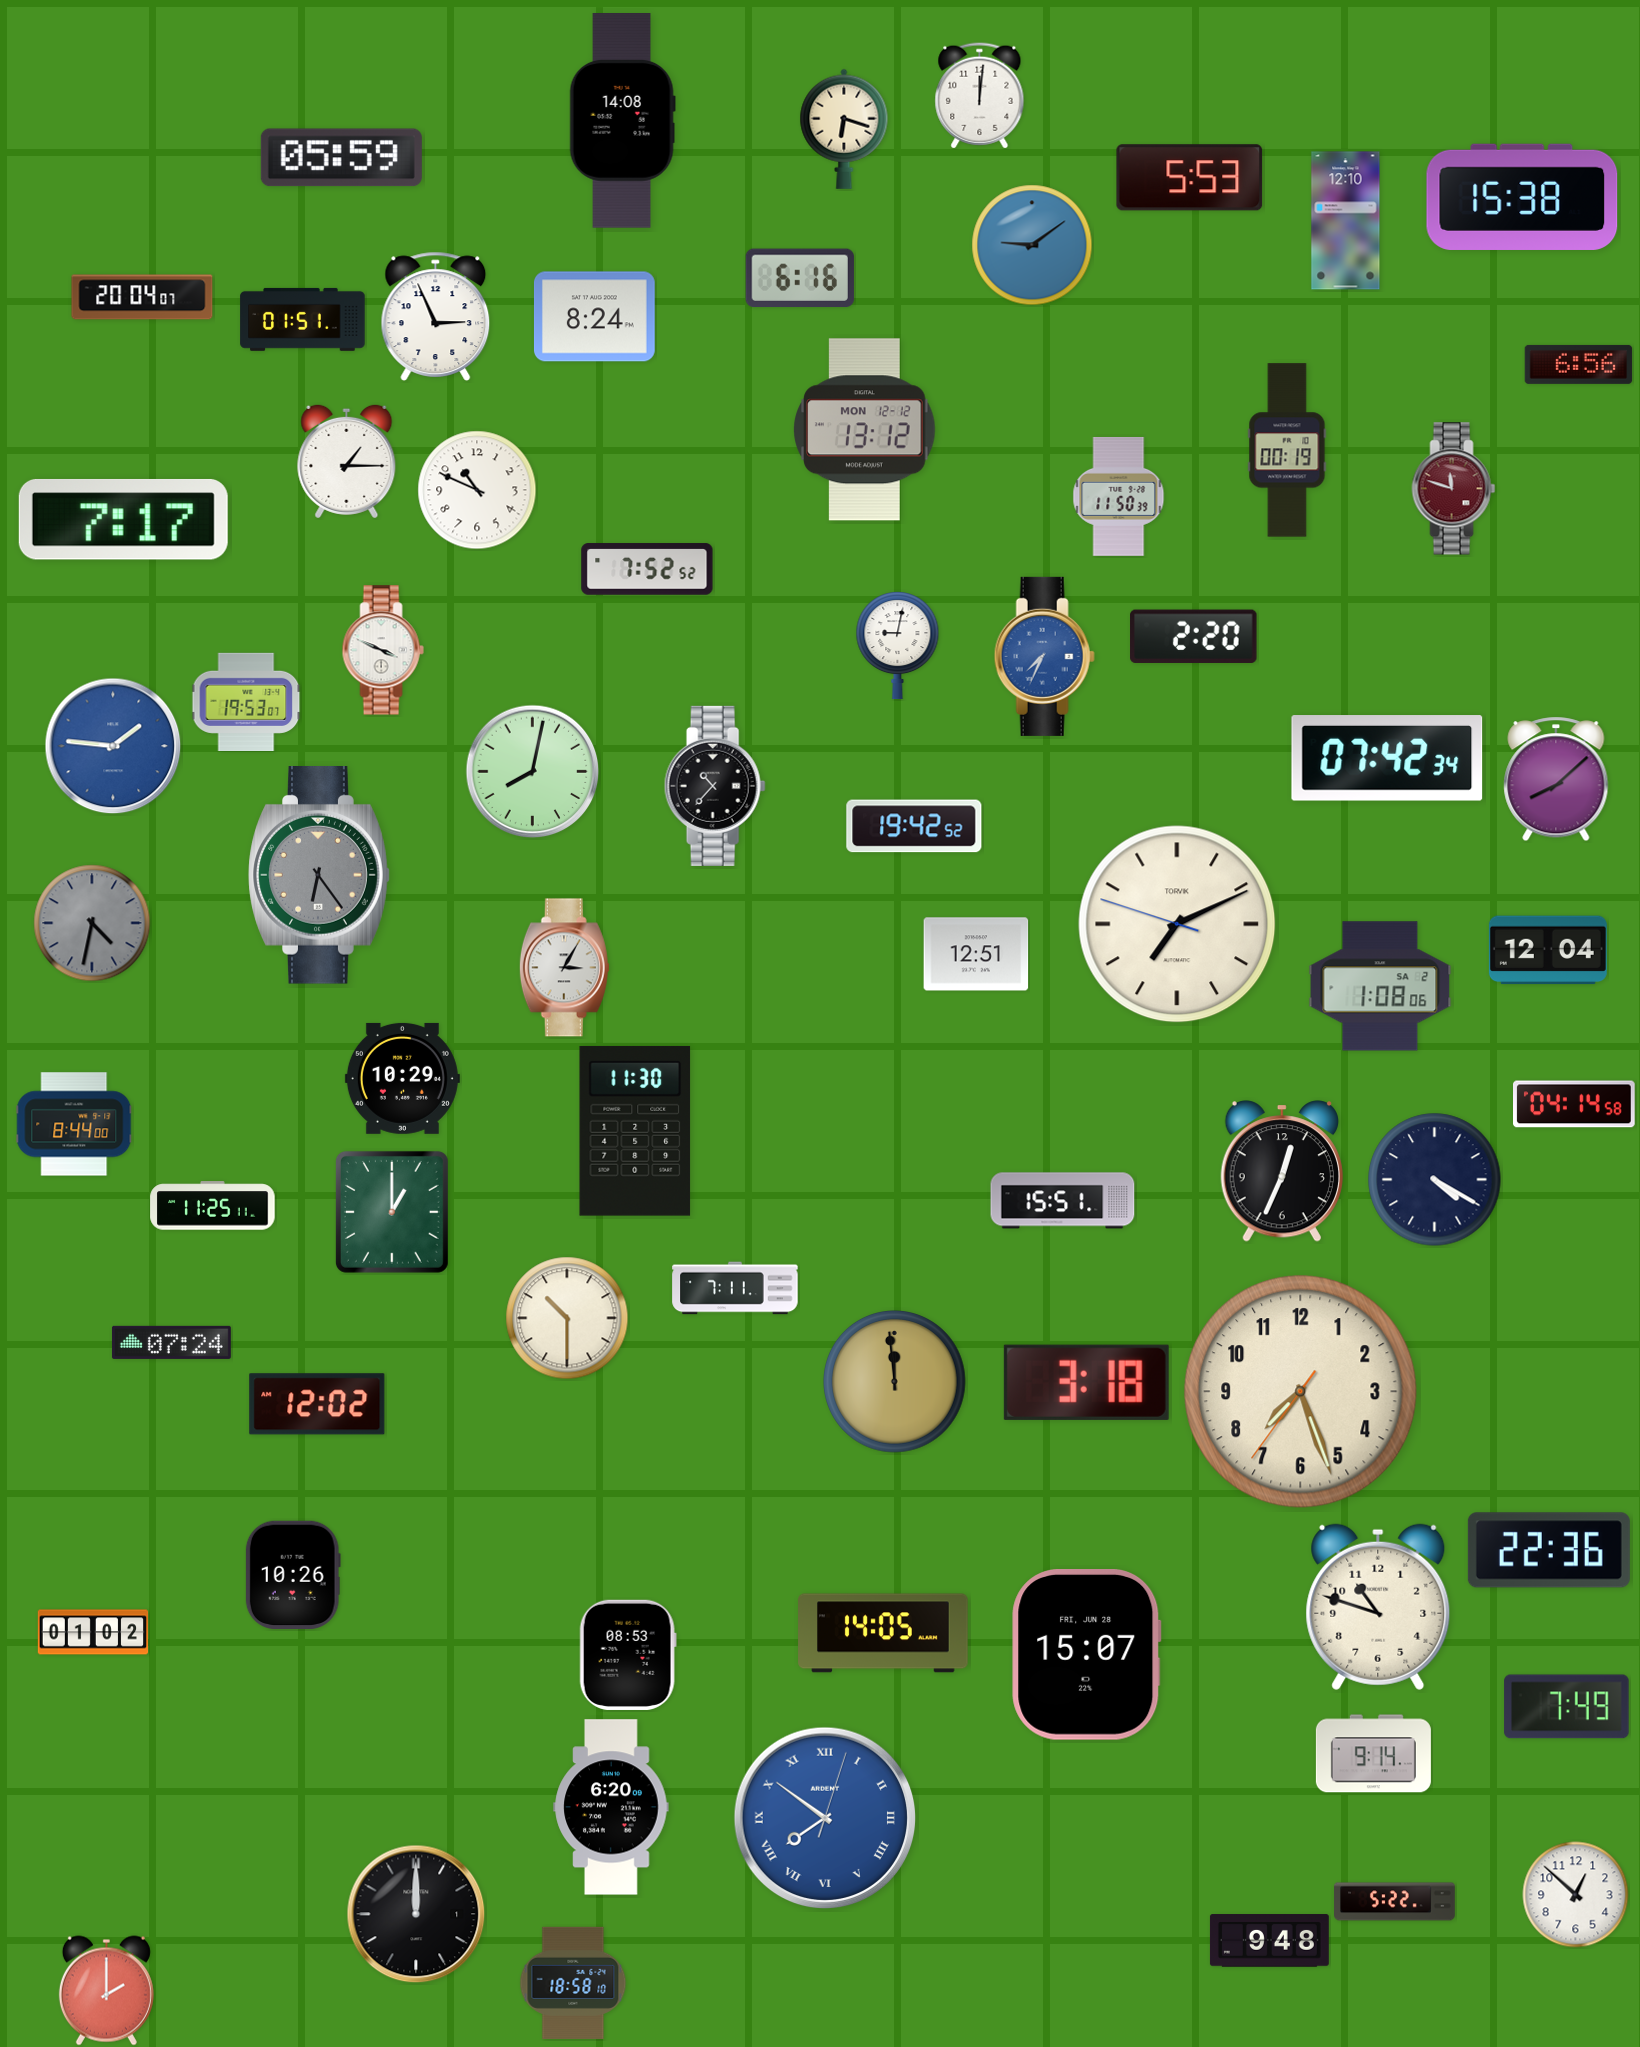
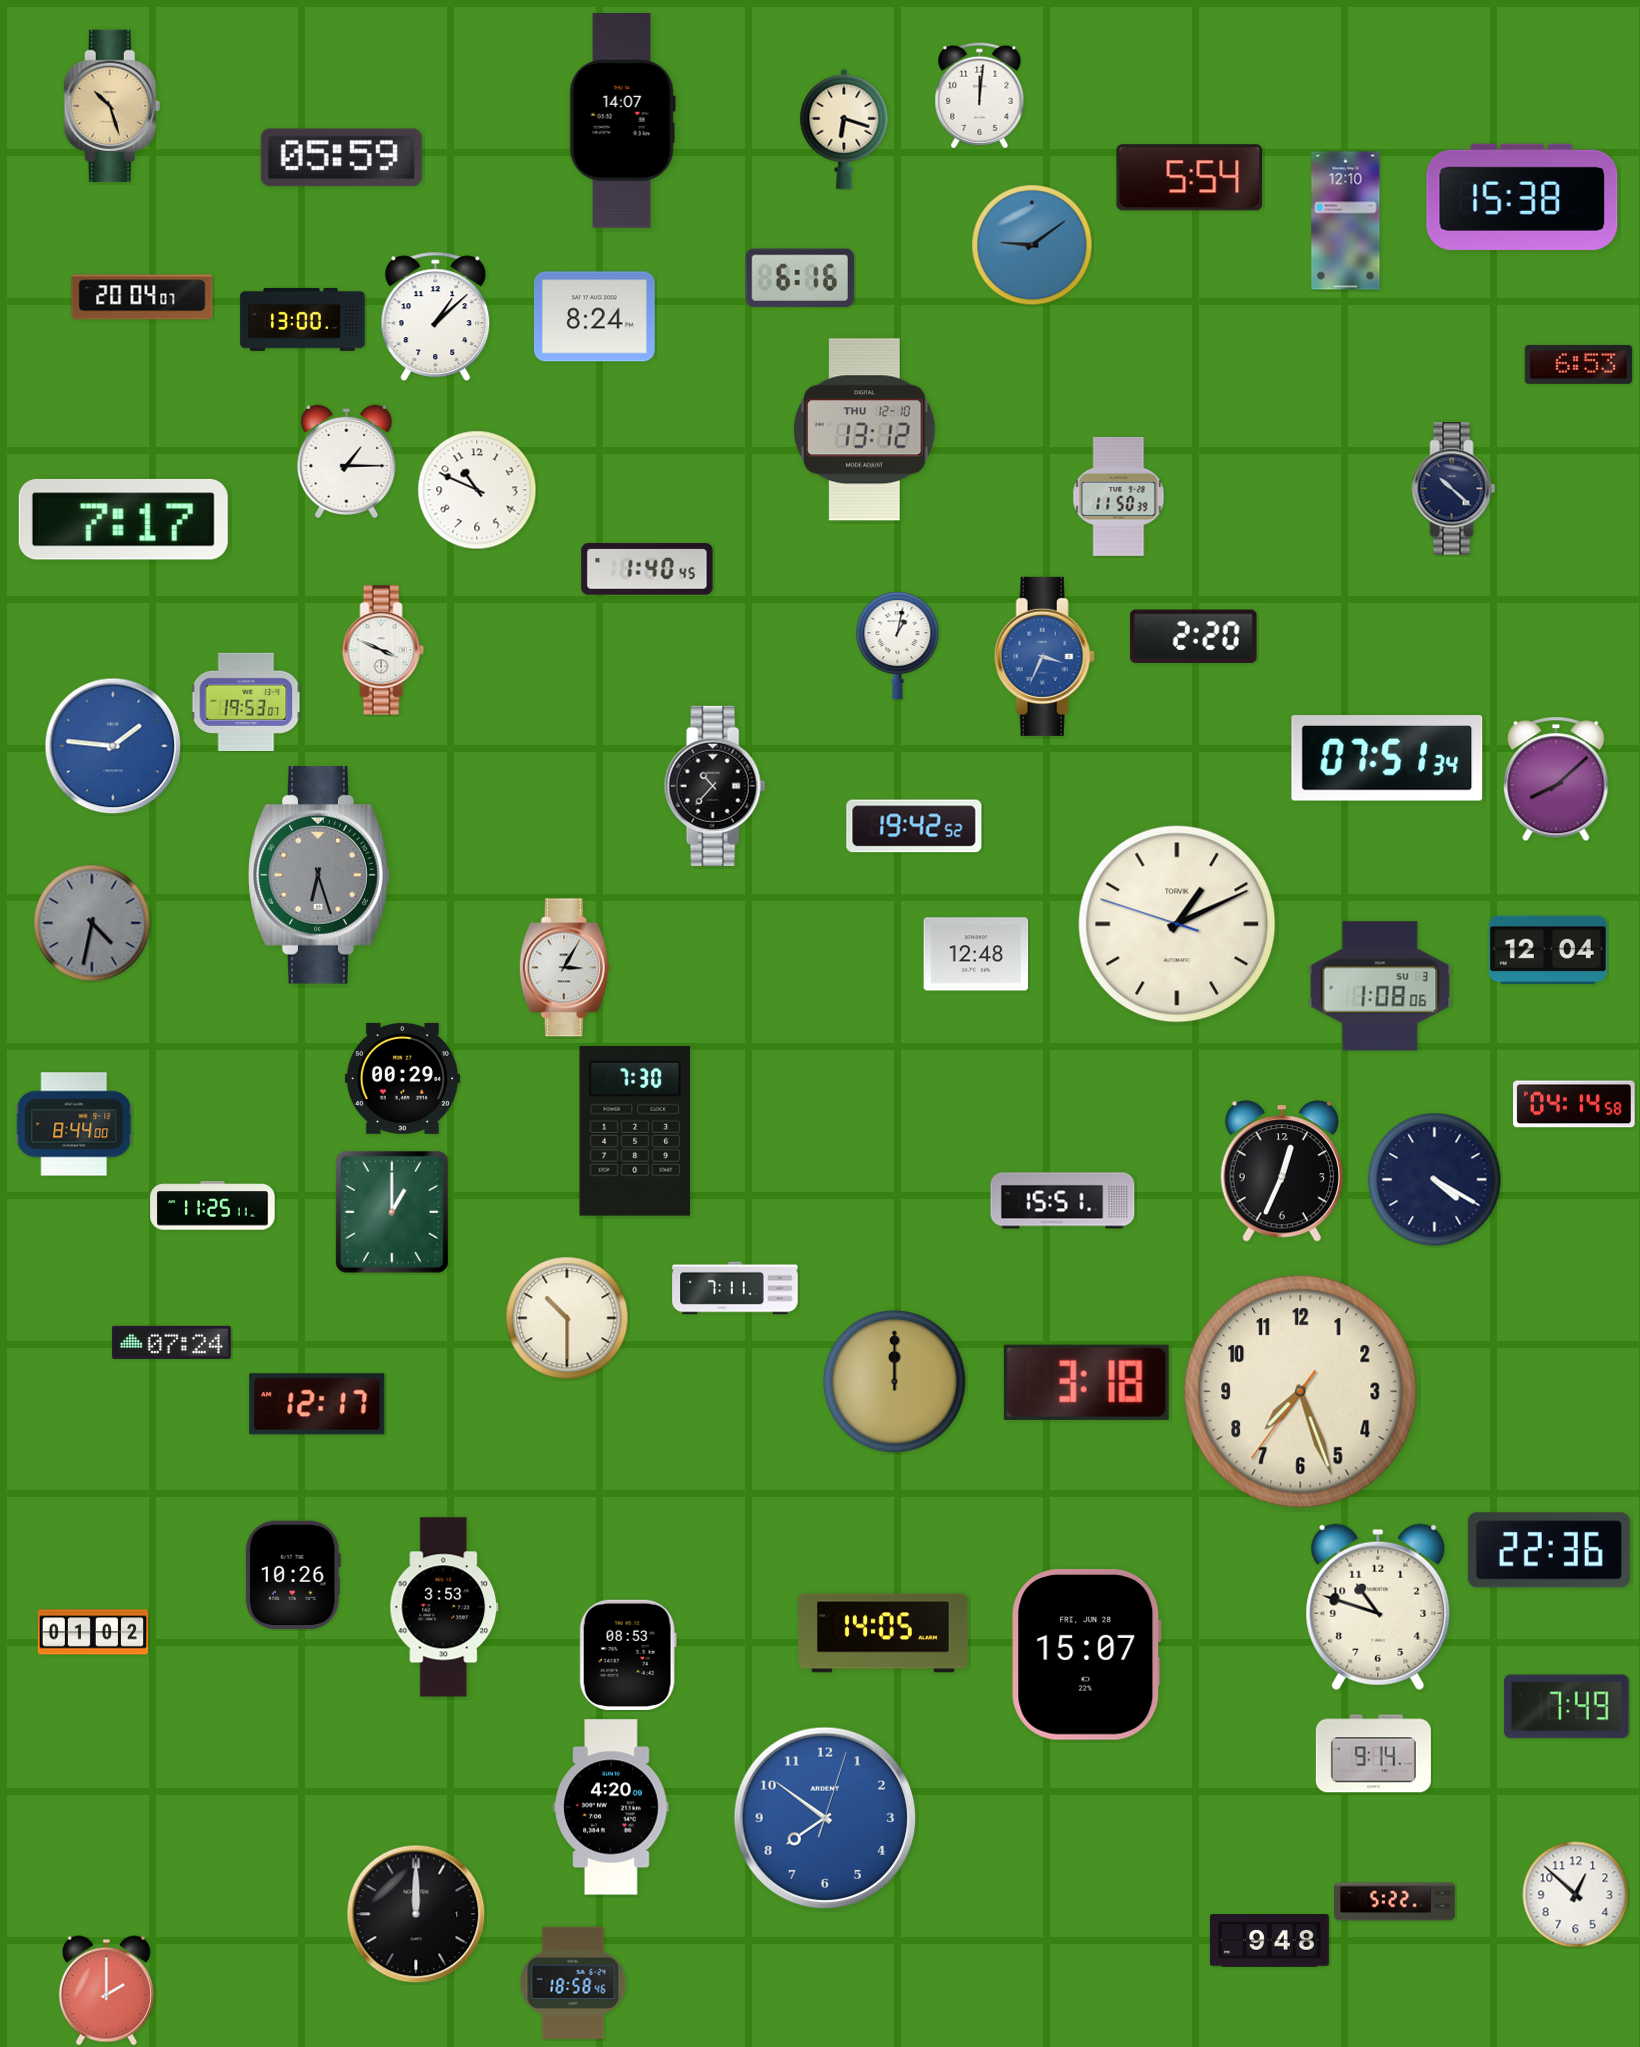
clock at (112, 106): none -> 10:27
clock at (622, 121): 14:08 -> 14:07
clock at (1190, 178): 5:53 -> 5:54
clock at (436, 316): 2:56 -> 1:08
clock at (303, 319): 01:51 -> 13:00
clock at (1579, 364): 6:56 -> 6:53
clock at (865, 430) date: MON 12-12 -> THU 12-10
clock at (1287, 450): 00:19 -> none
clock at (1454, 489): 11:48 -> 10:22
clock at (1454, 489) dial: burgundy -> navy
clock at (647, 569): 7:52 -> 1:40
clock at (898, 646): 9:02 -> 1:02
clock at (1044, 656): 7:34 -> 3:34
clock at (1387, 758): 07:42 -> 07:51
clock at (533, 772): 8:02 -> none
clock at (319, 876): 6:24 -> 6:27
clock at (1177, 924): 7:10 -> 1:10
clock at (976, 954): 12:51 -> 12:48
clock at (1380, 986) date: SA 2 -> SU 3
clock at (402, 1078): 10:29 -> 00:29
clock at (635, 1131): 11:30 -> 7:30
clock at (895, 1382): 11:59 -> 12:00
clock at (317, 1404): 12:02 -> 12:17
clock at (444, 1607): none -> 3:53
clock at (611, 1807): 6:20 -> 4:20
clock at (825, 1818) numerals: Roman -> Arabic
clock at (573, 1983): 18:58:10 -> 18:58:46
